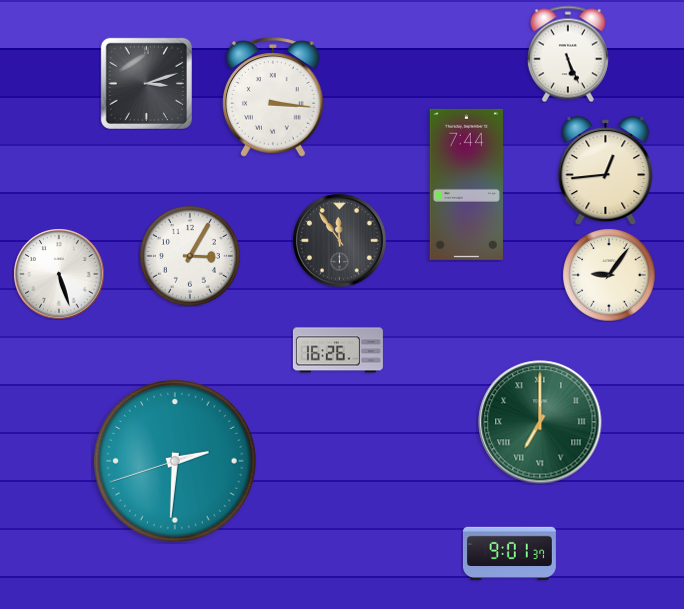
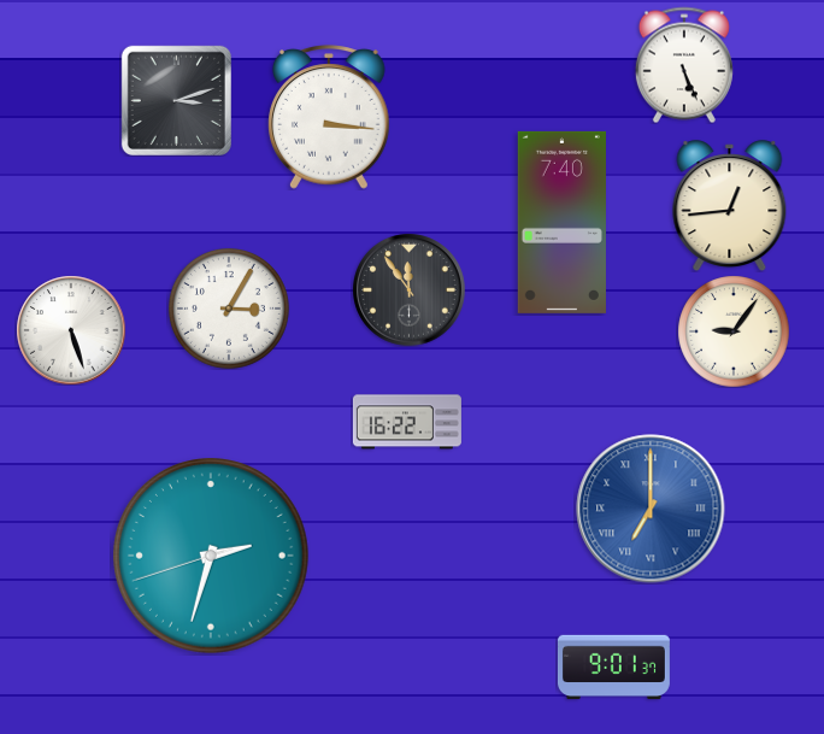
clock at (466, 184): 7:44 -> 7:40
clock at (338, 350): 16:26 -> 16:22
clock at (540, 422) dial: green -> blue
clock at (176, 462): 2:30 -> 2:32
